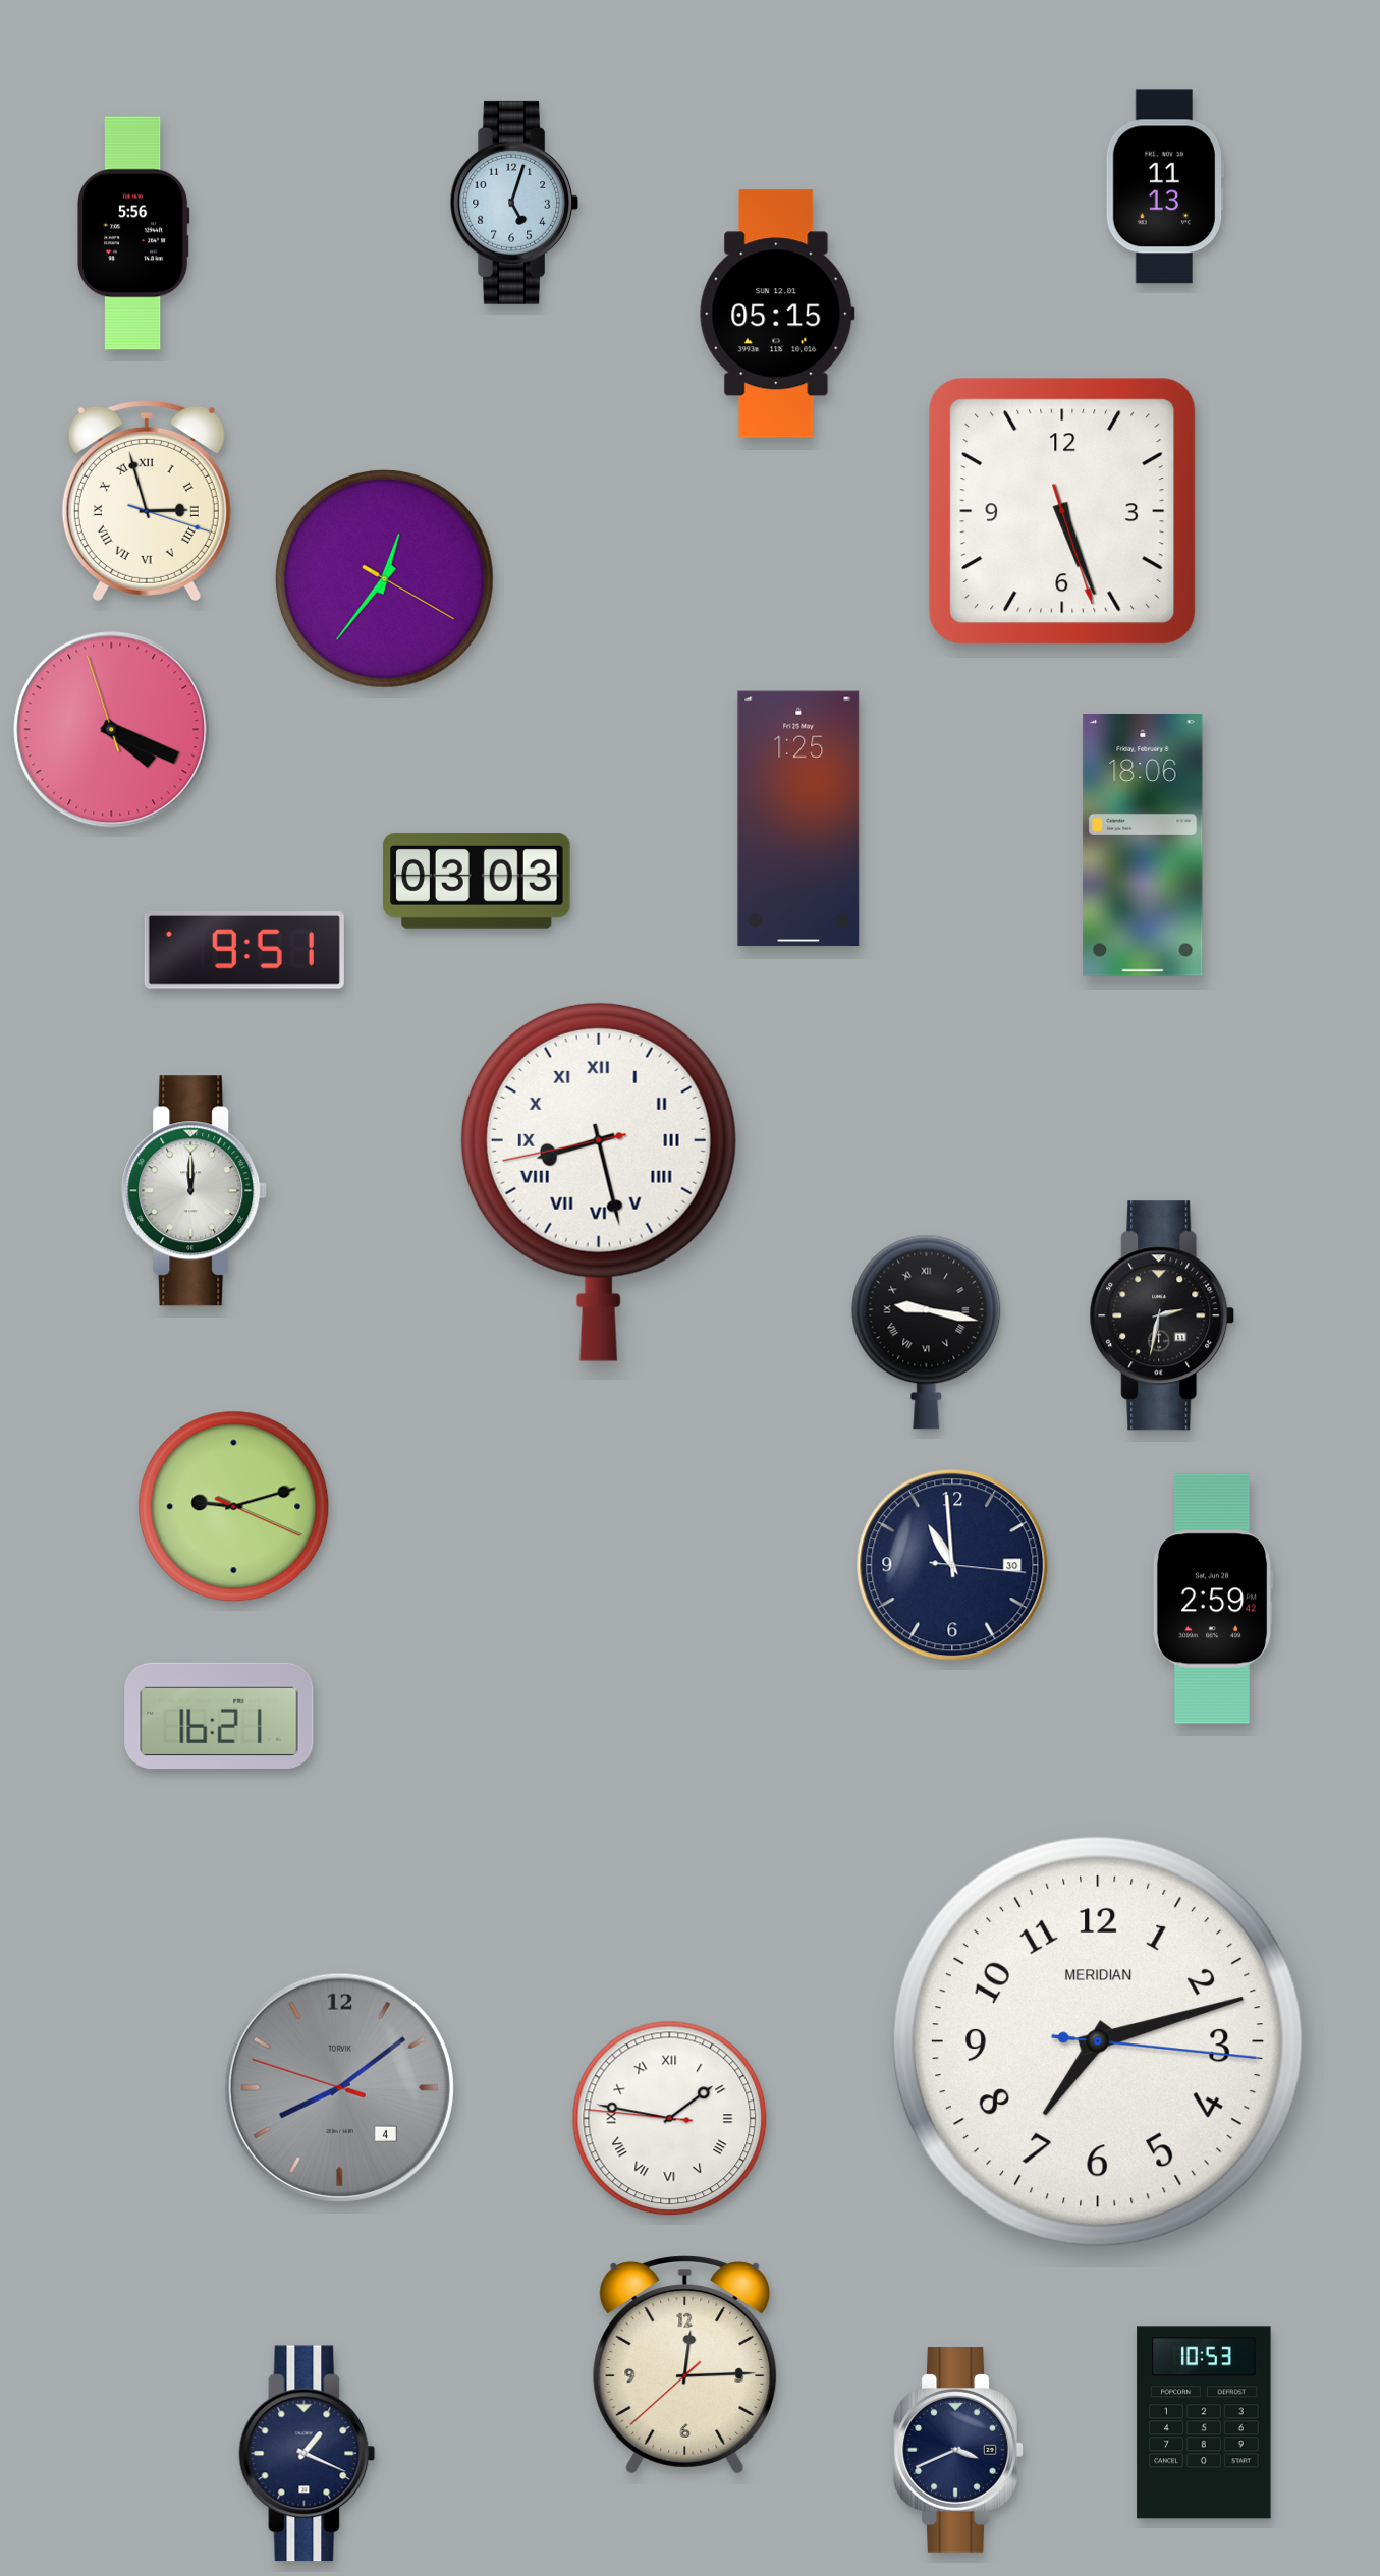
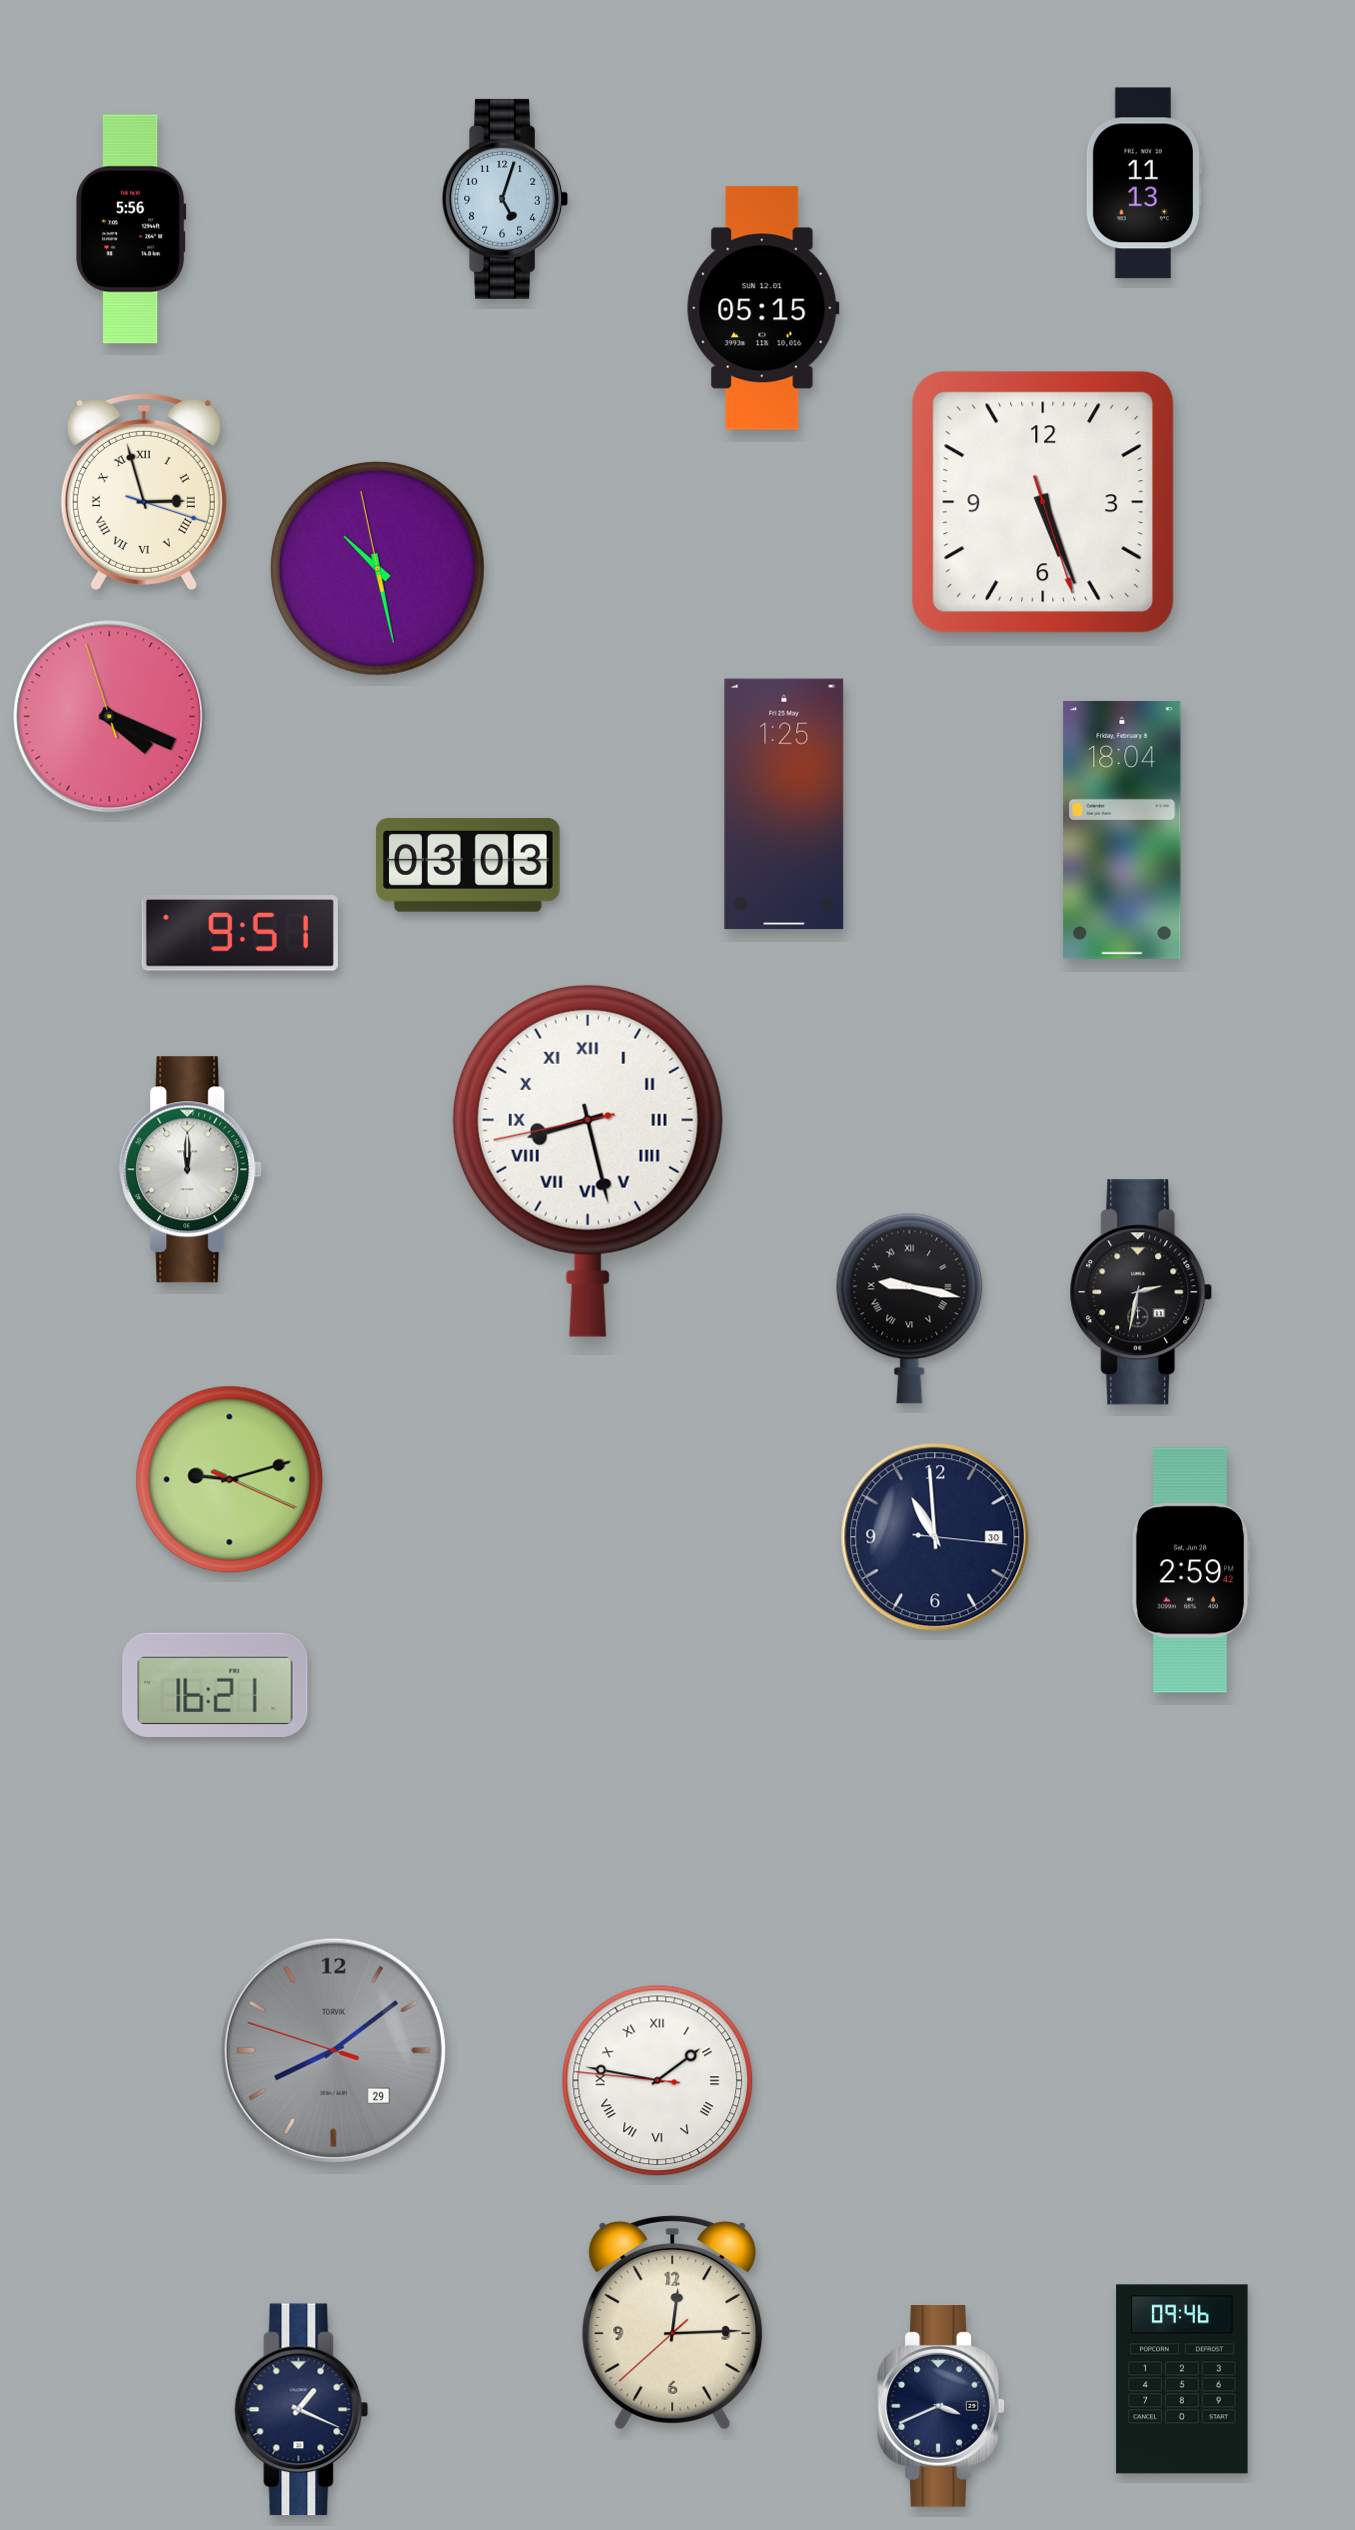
clock at (384, 578): 12:36 -> 10:27
clock at (1143, 845): 18:06 -> 18:04
clock at (1098, 2041): 7:12 -> none
clock at (339, 2087) date: 4 -> 29
clock at (1204, 2422): 10:53 -> 09:46
